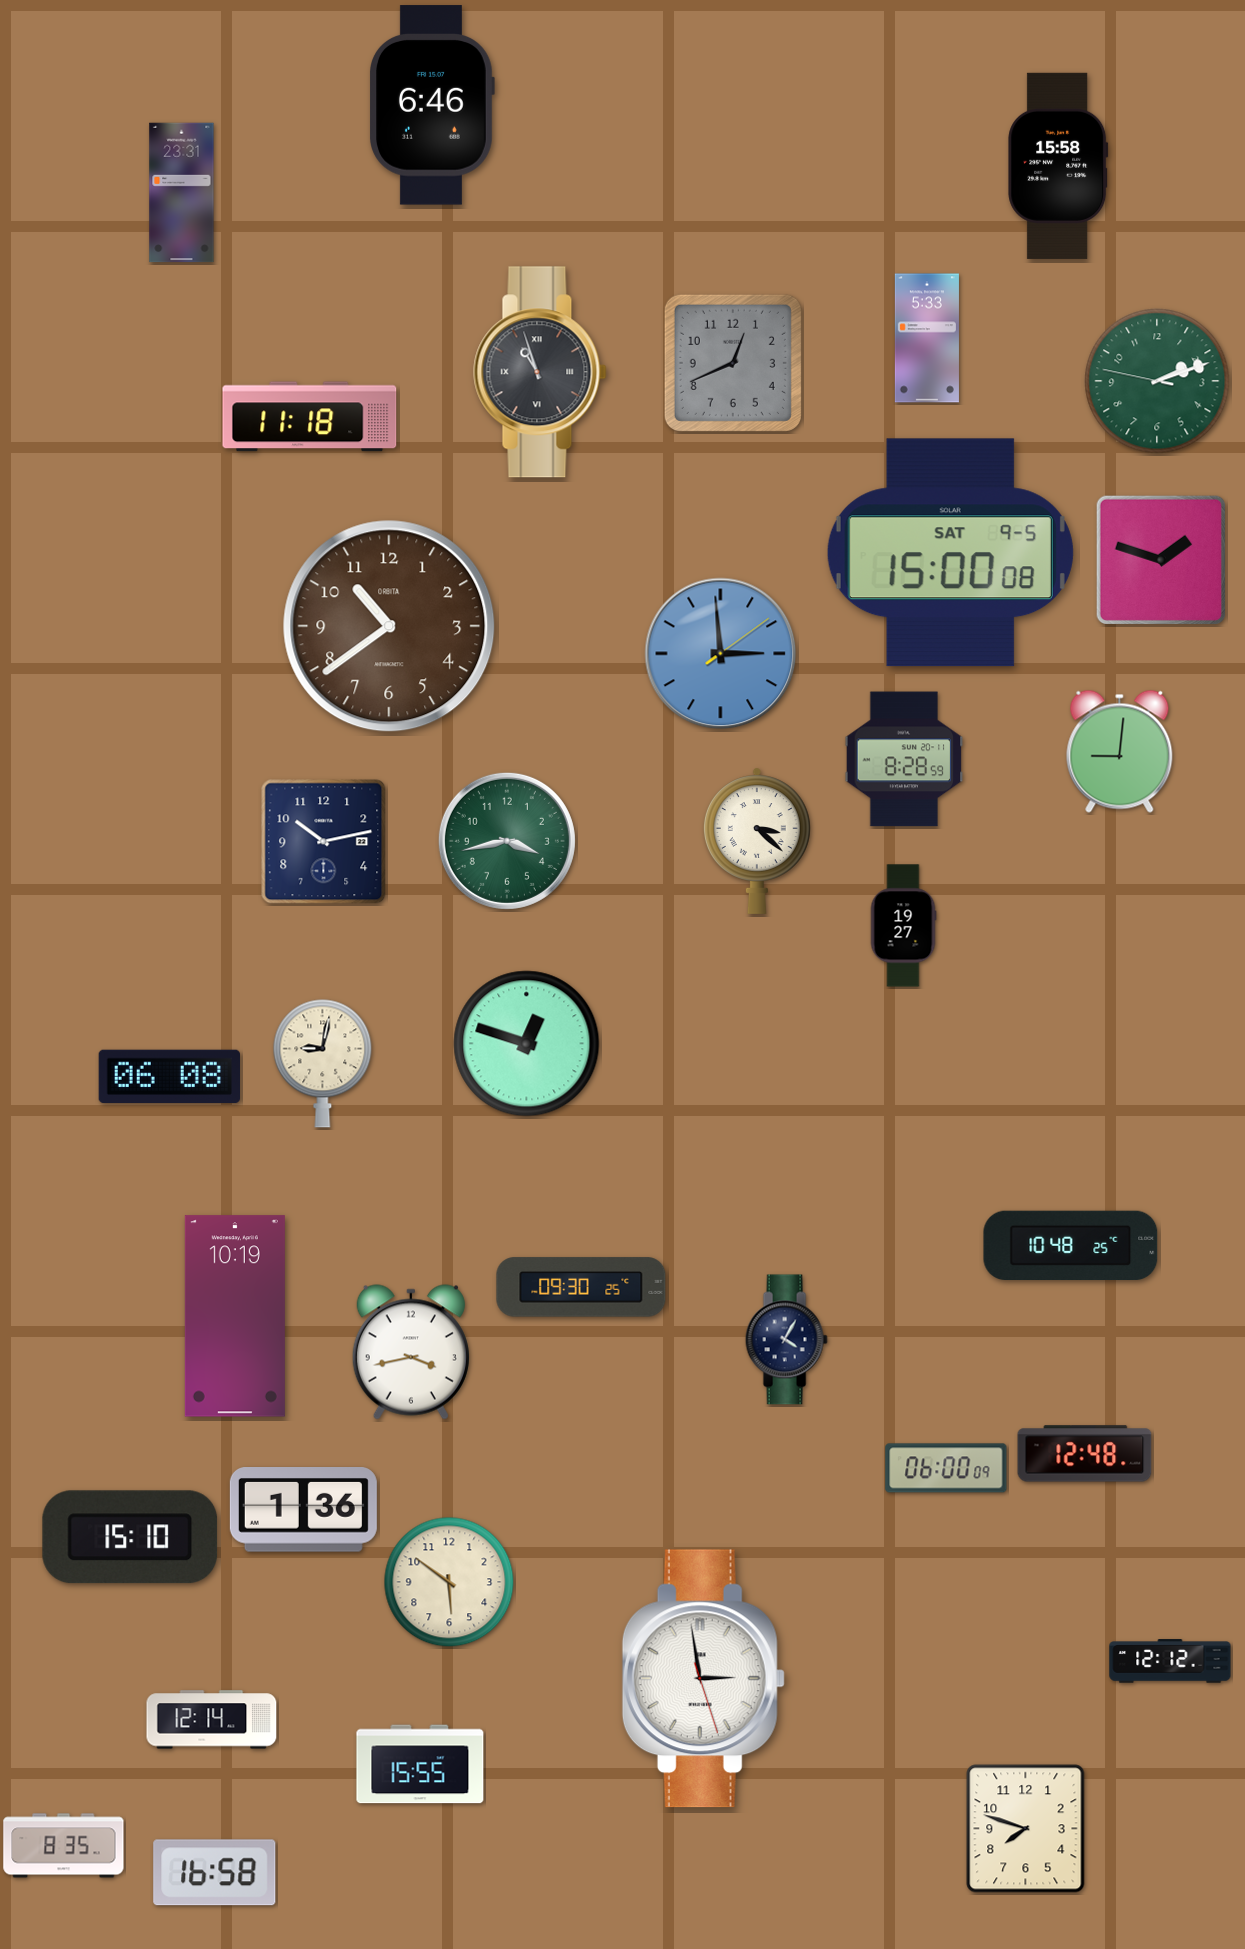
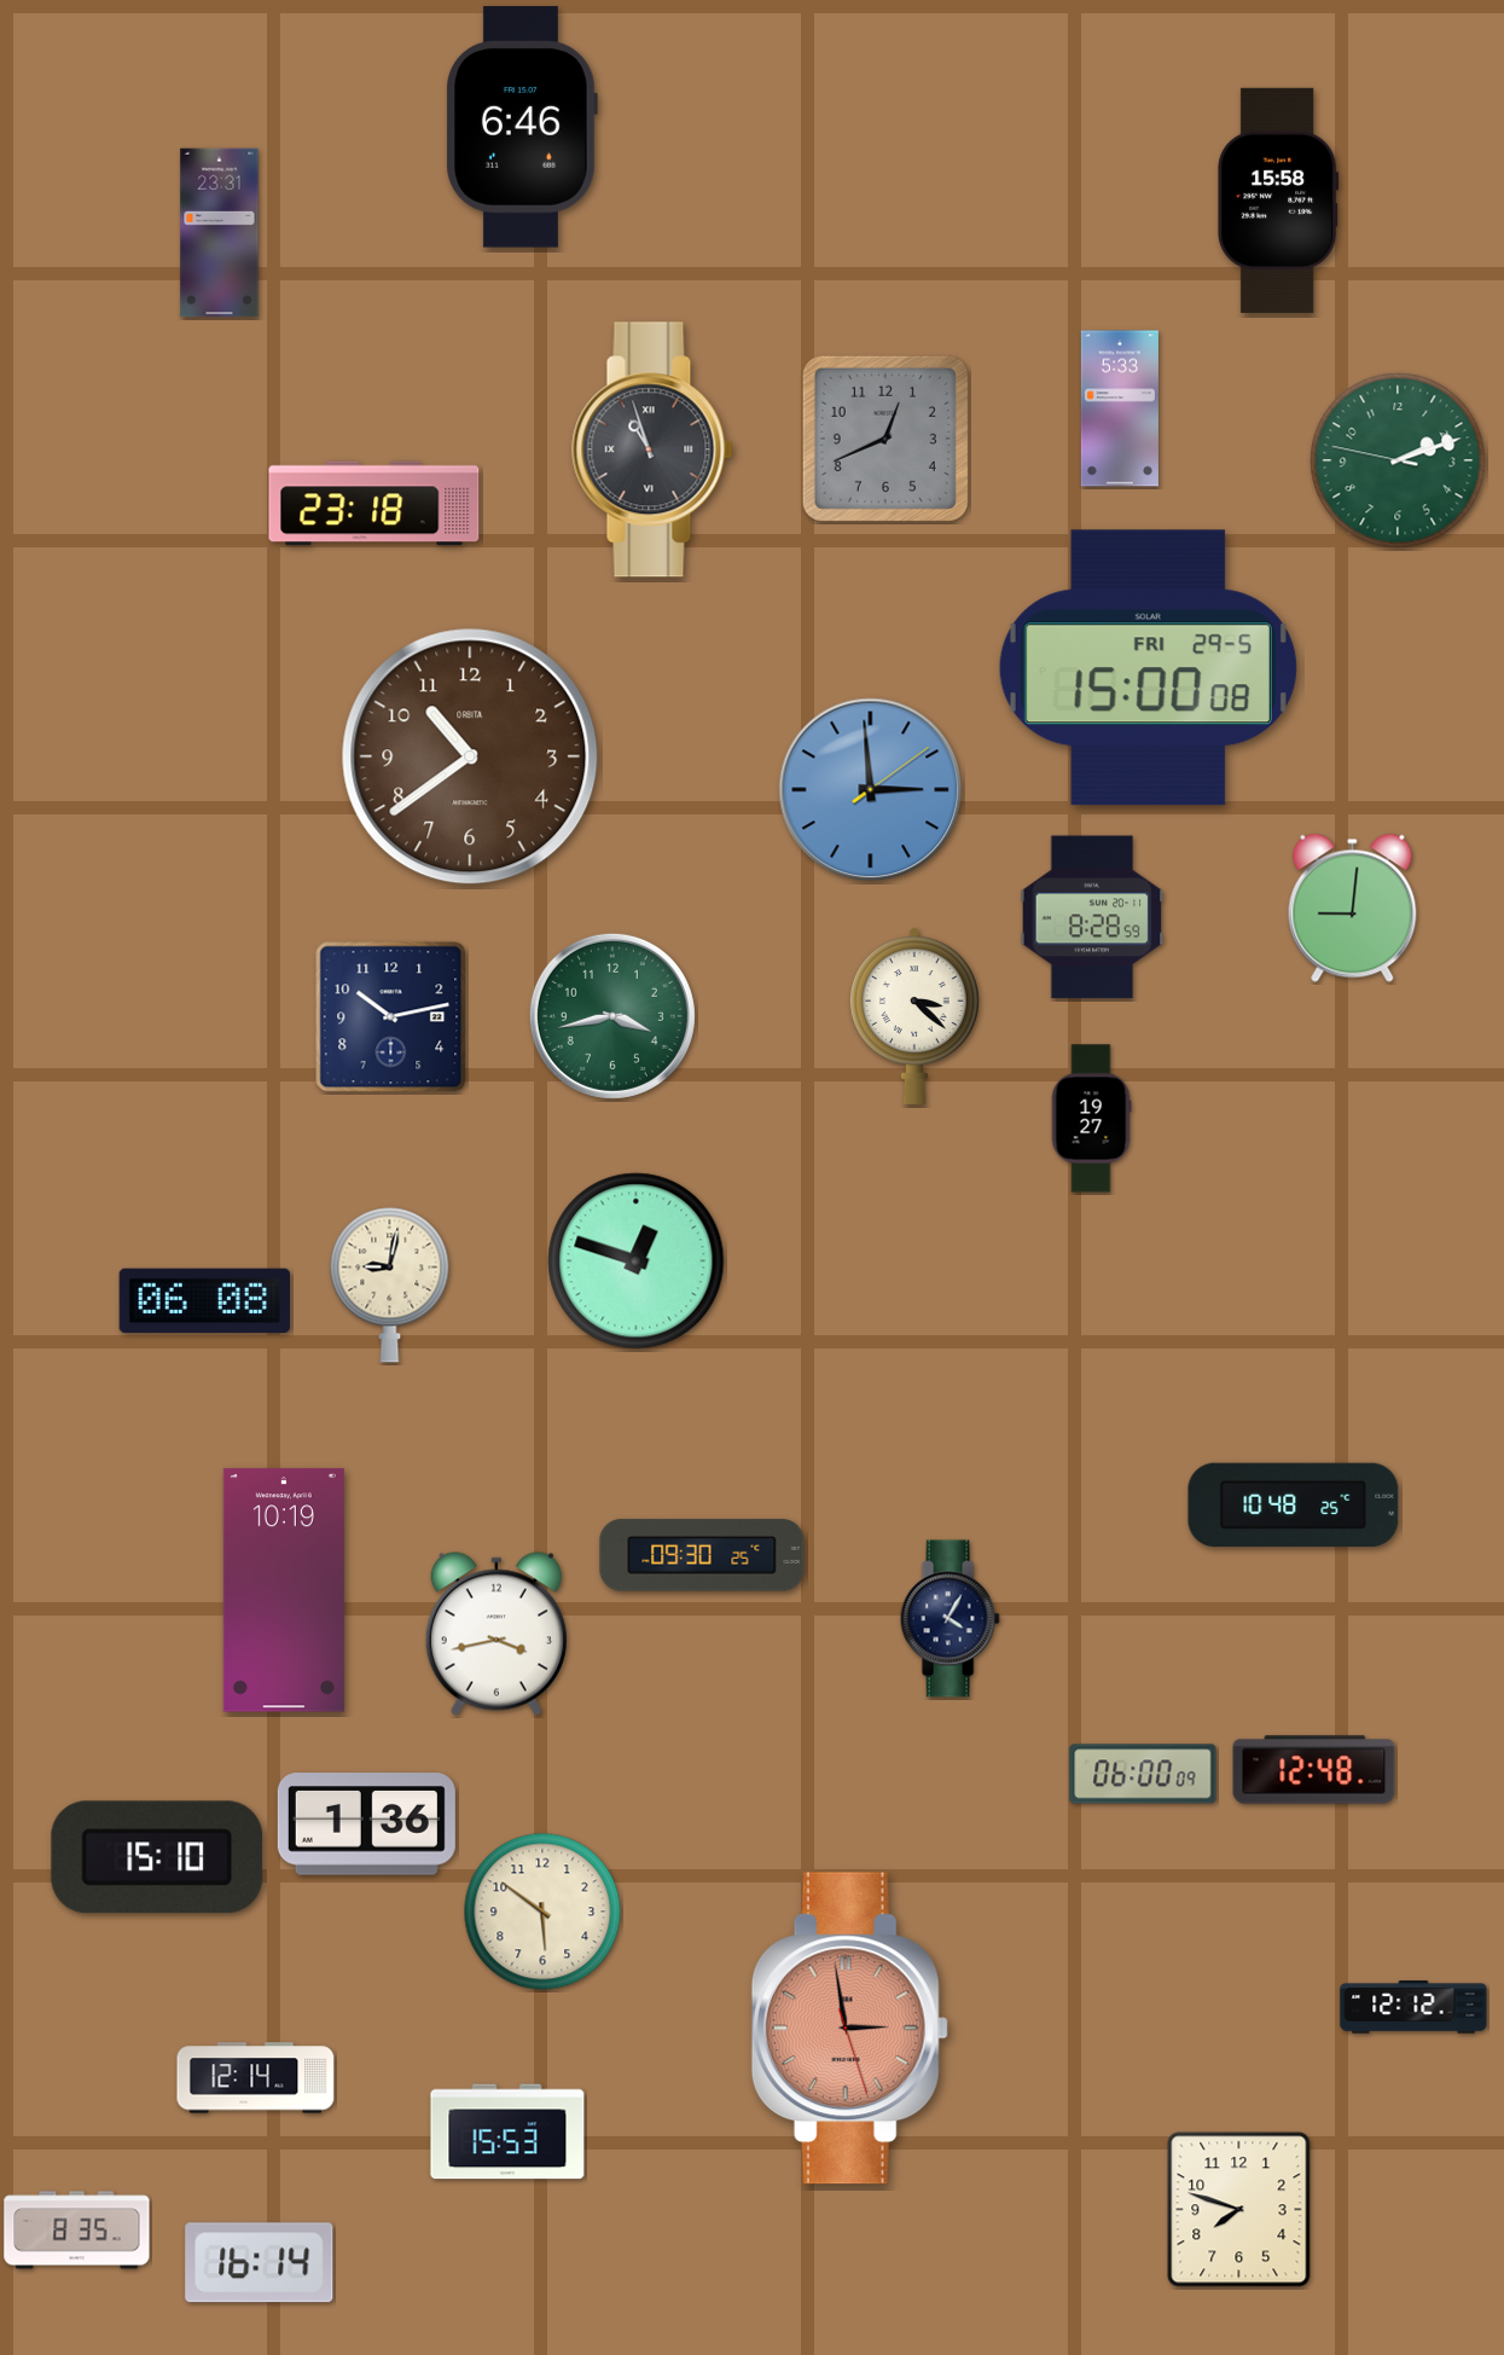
clock at (310, 417): 11:18 -> 23:18
clock at (950, 553) date: SAT 9-5 -> FRI 29-5
clock at (1160, 559): 1:48 -> none
clock at (1085, 1454) position: (1085, 1454) -> (1314, 1770)
clock at (703, 1679) dial: white -> salmon
clock at (420, 1764): 15:55 -> 15:53
clock at (215, 1873): 16:58 -> 16:14
